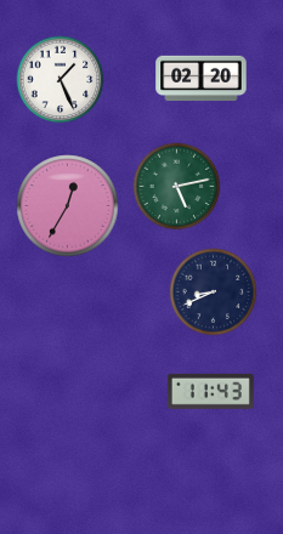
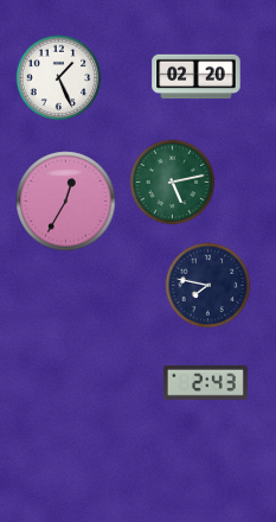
clock at (214, 292): 8:41 -> 7:47
clock at (210, 391): 11:43 -> 2:43
